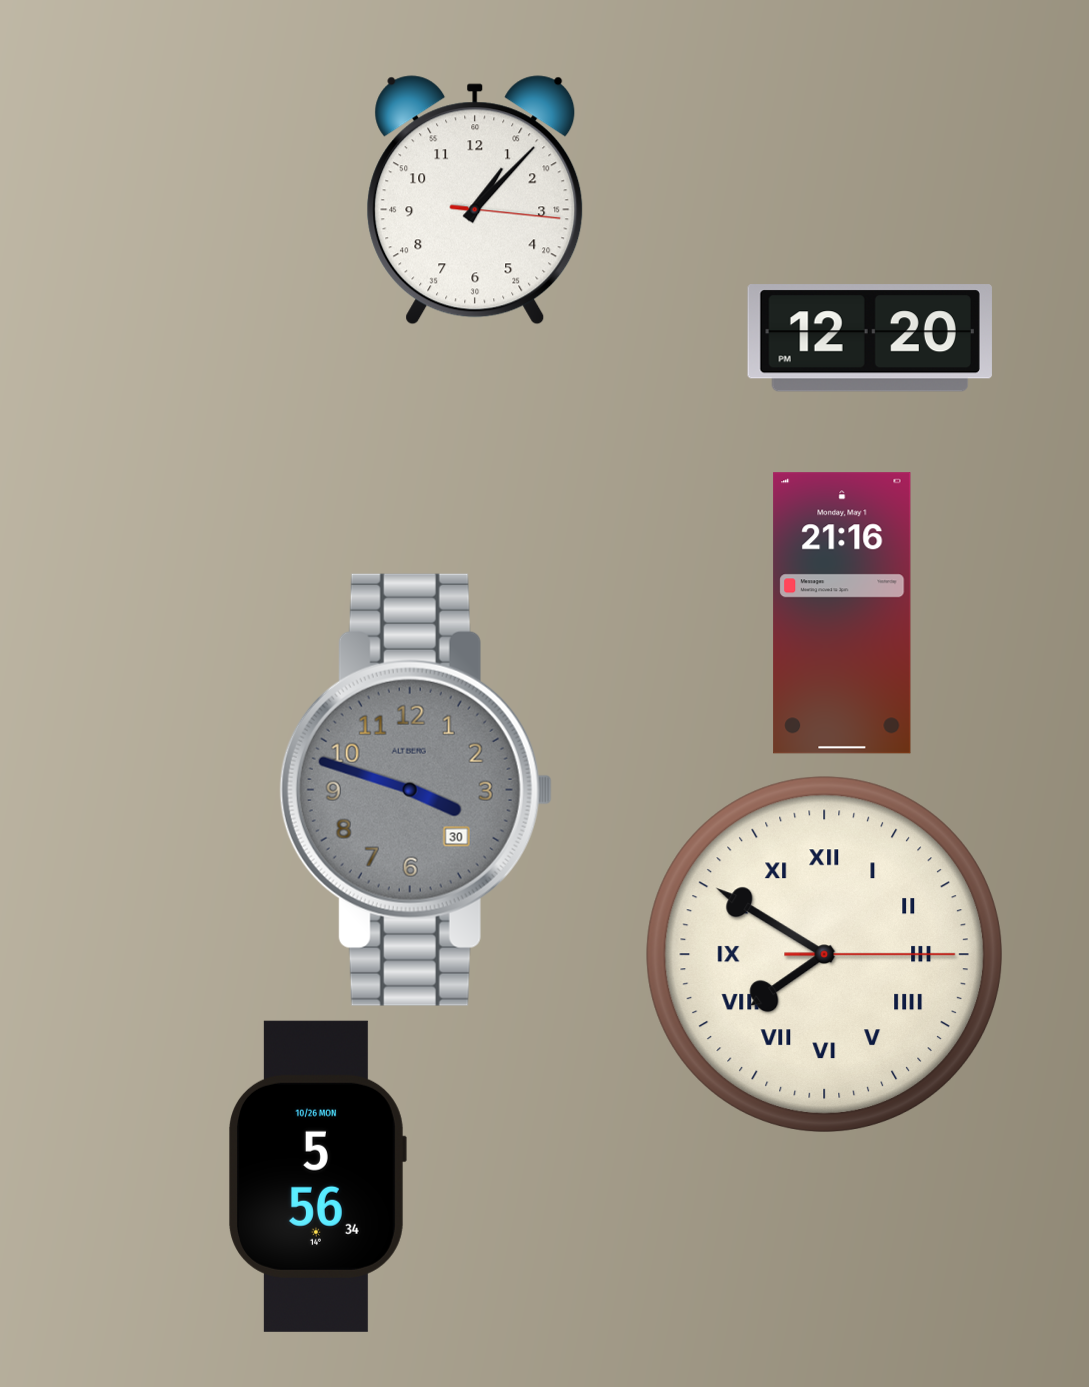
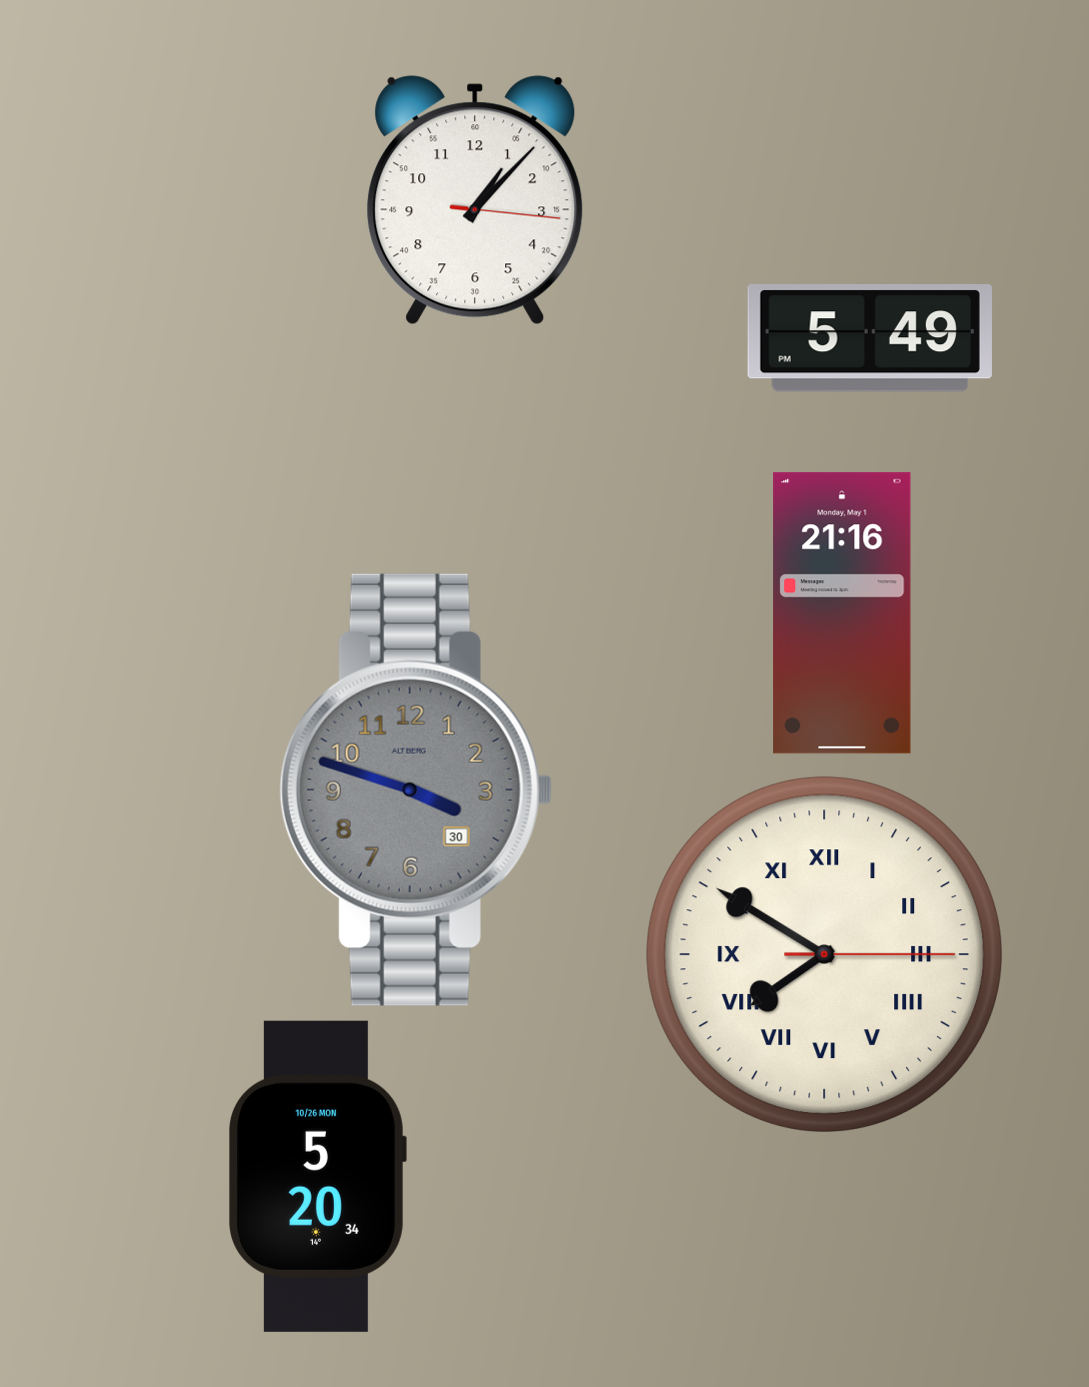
clock at (870, 338): 12:20 -> 5:49
clock at (317, 1176): 5:56 -> 5:20
